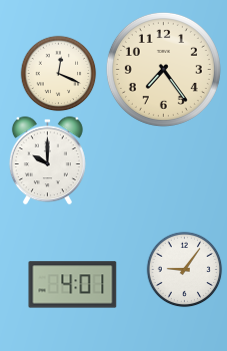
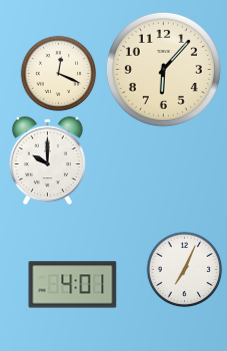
clock at (163, 69): 7:24 -> 6:07
clock at (185, 270): 9:06 -> 7:04
